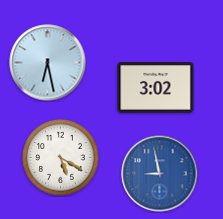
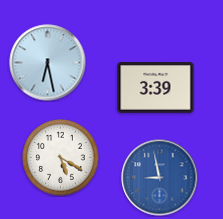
clock at (156, 88): 3:02 -> 3:39
clock at (160, 174) position: (160, 174) -> (160, 178)
